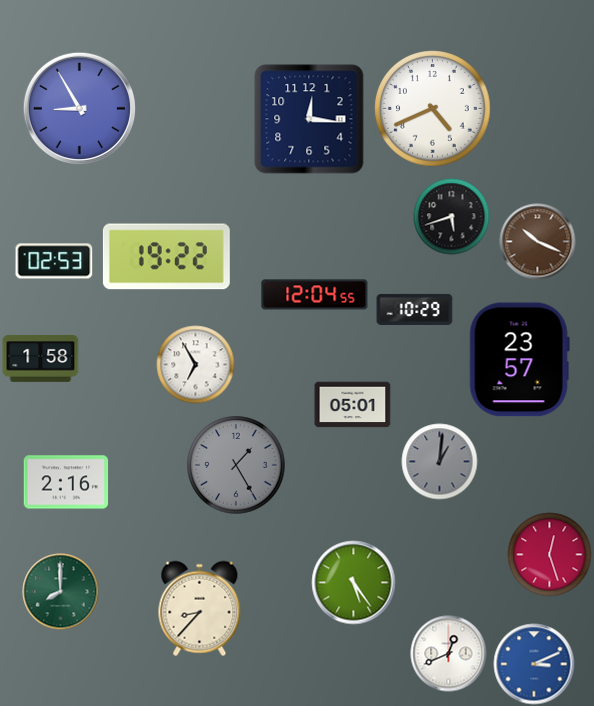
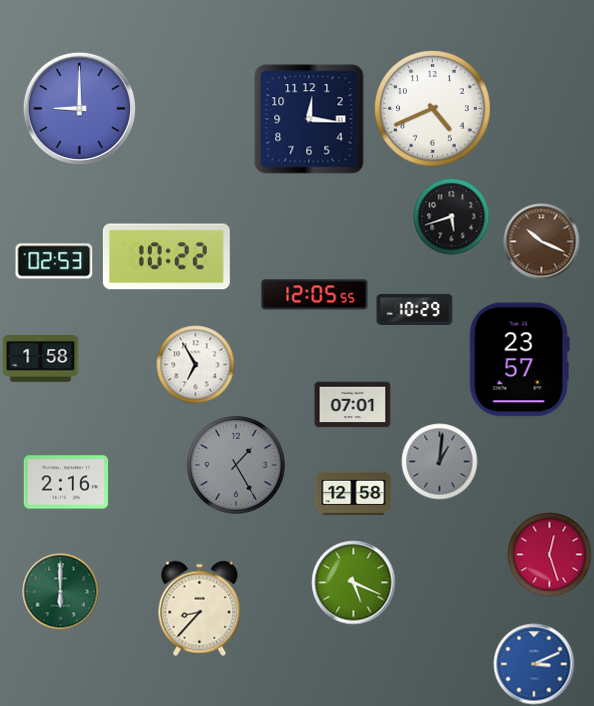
clock at (79, 108): 8:55 -> 9:00
clock at (538, 242) position: (538, 242) -> (542, 242)
clock at (166, 257): 19:22 -> 10:22
clock at (315, 295): 12:04 -> 12:05
clock at (353, 405): 05:01 -> 07:01
clock at (354, 494): none -> 12:58
clock at (354, 583): 5:24 -> 5:19
clock at (61, 592): 8:00 -> 6:00
clock at (449, 654): 12:41 -> none
